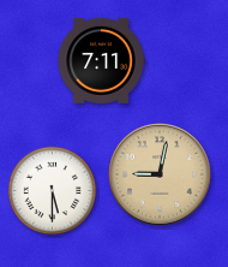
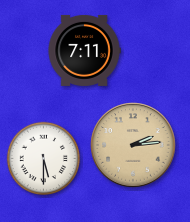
clock at (160, 174): 9:02 -> 2:14
